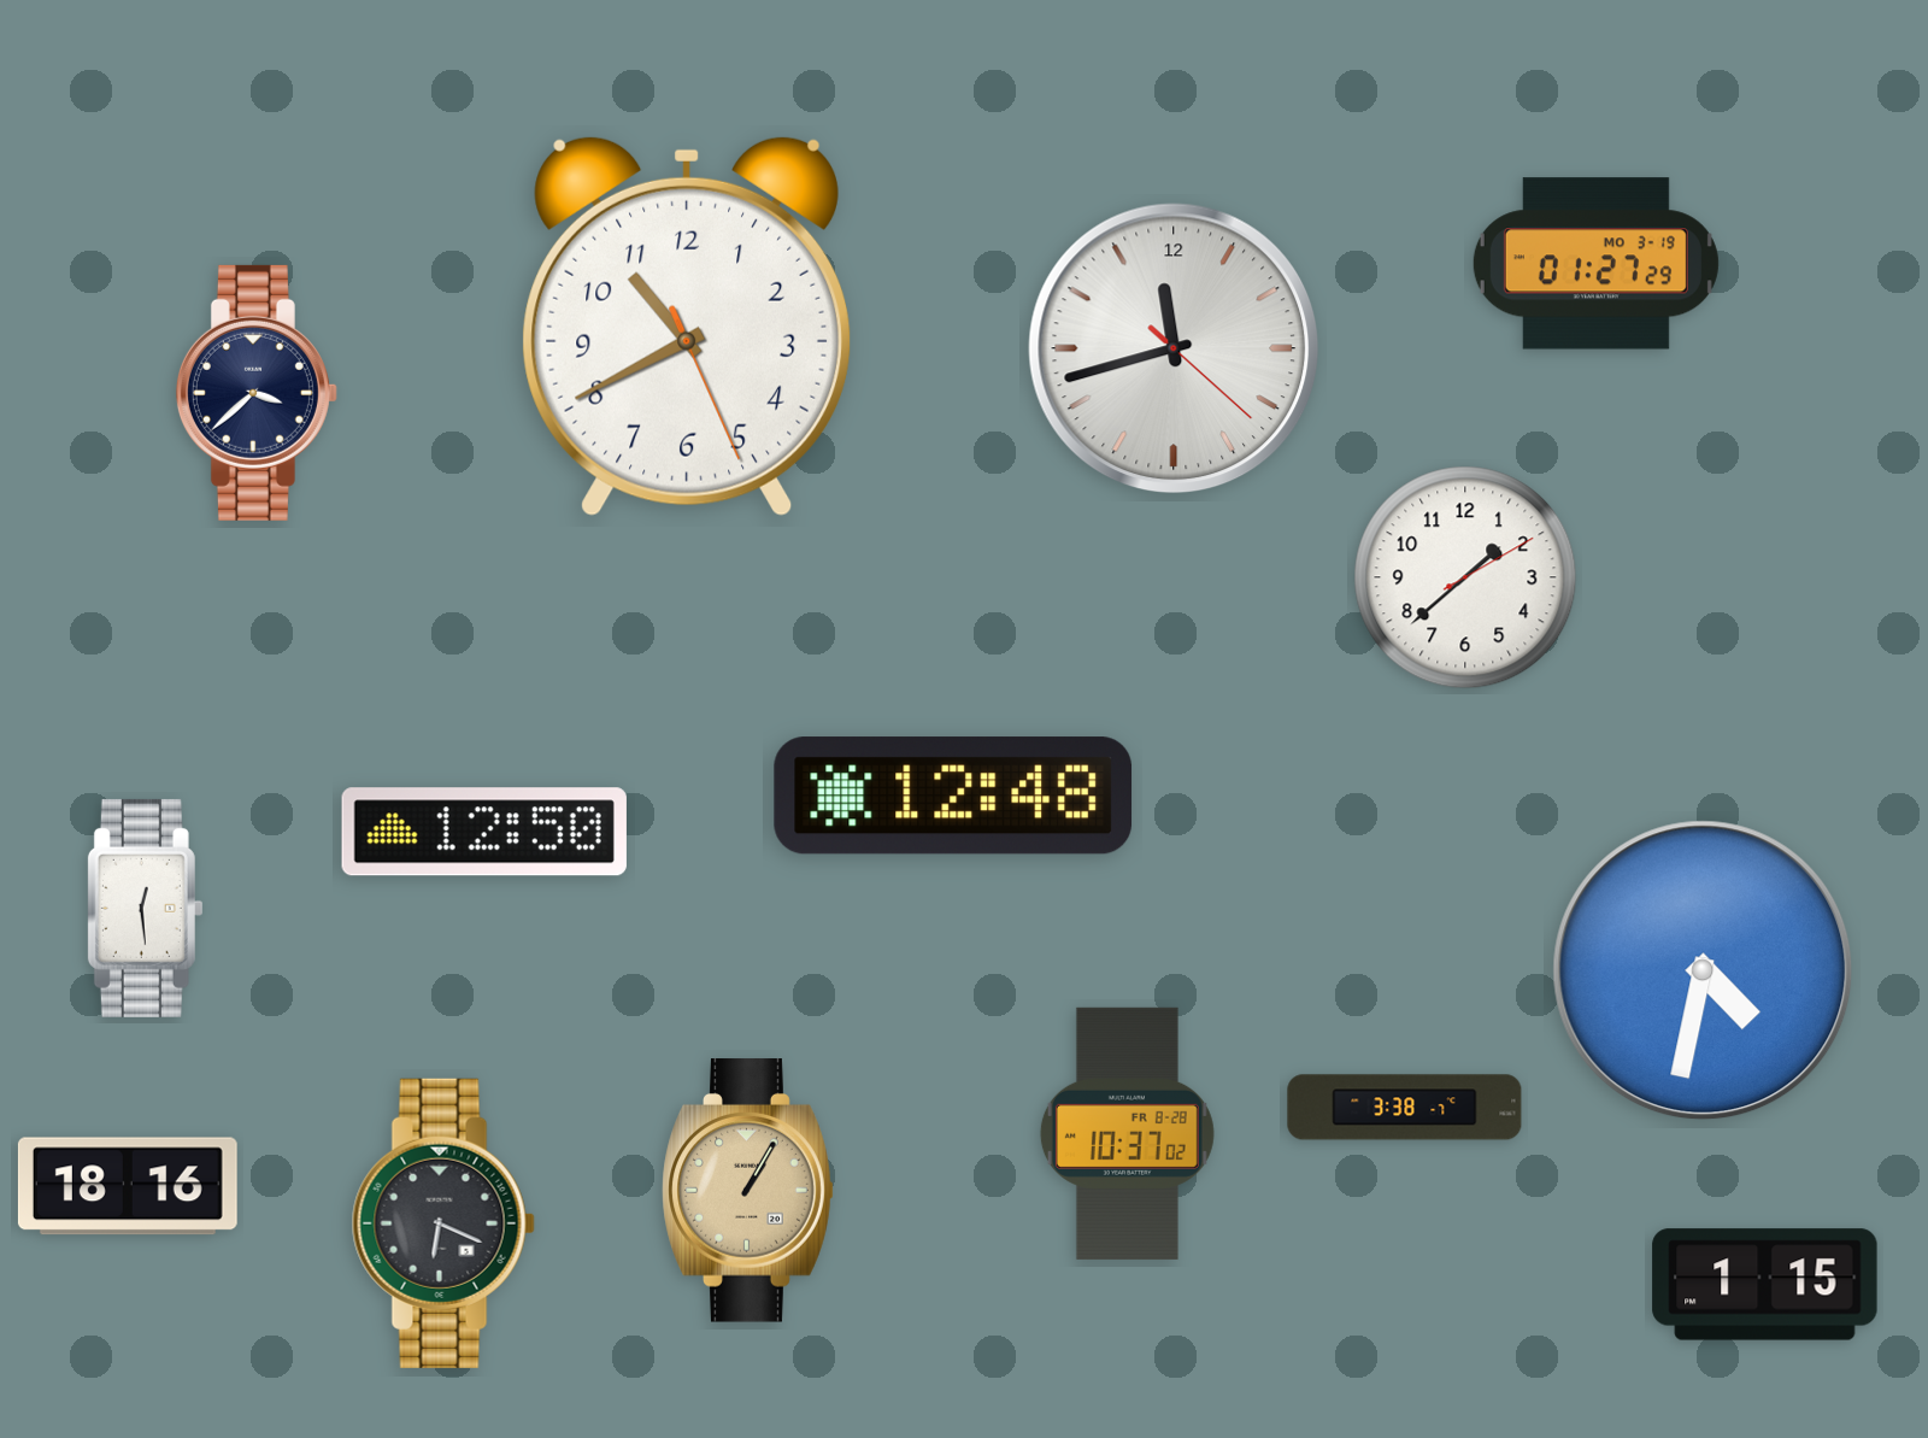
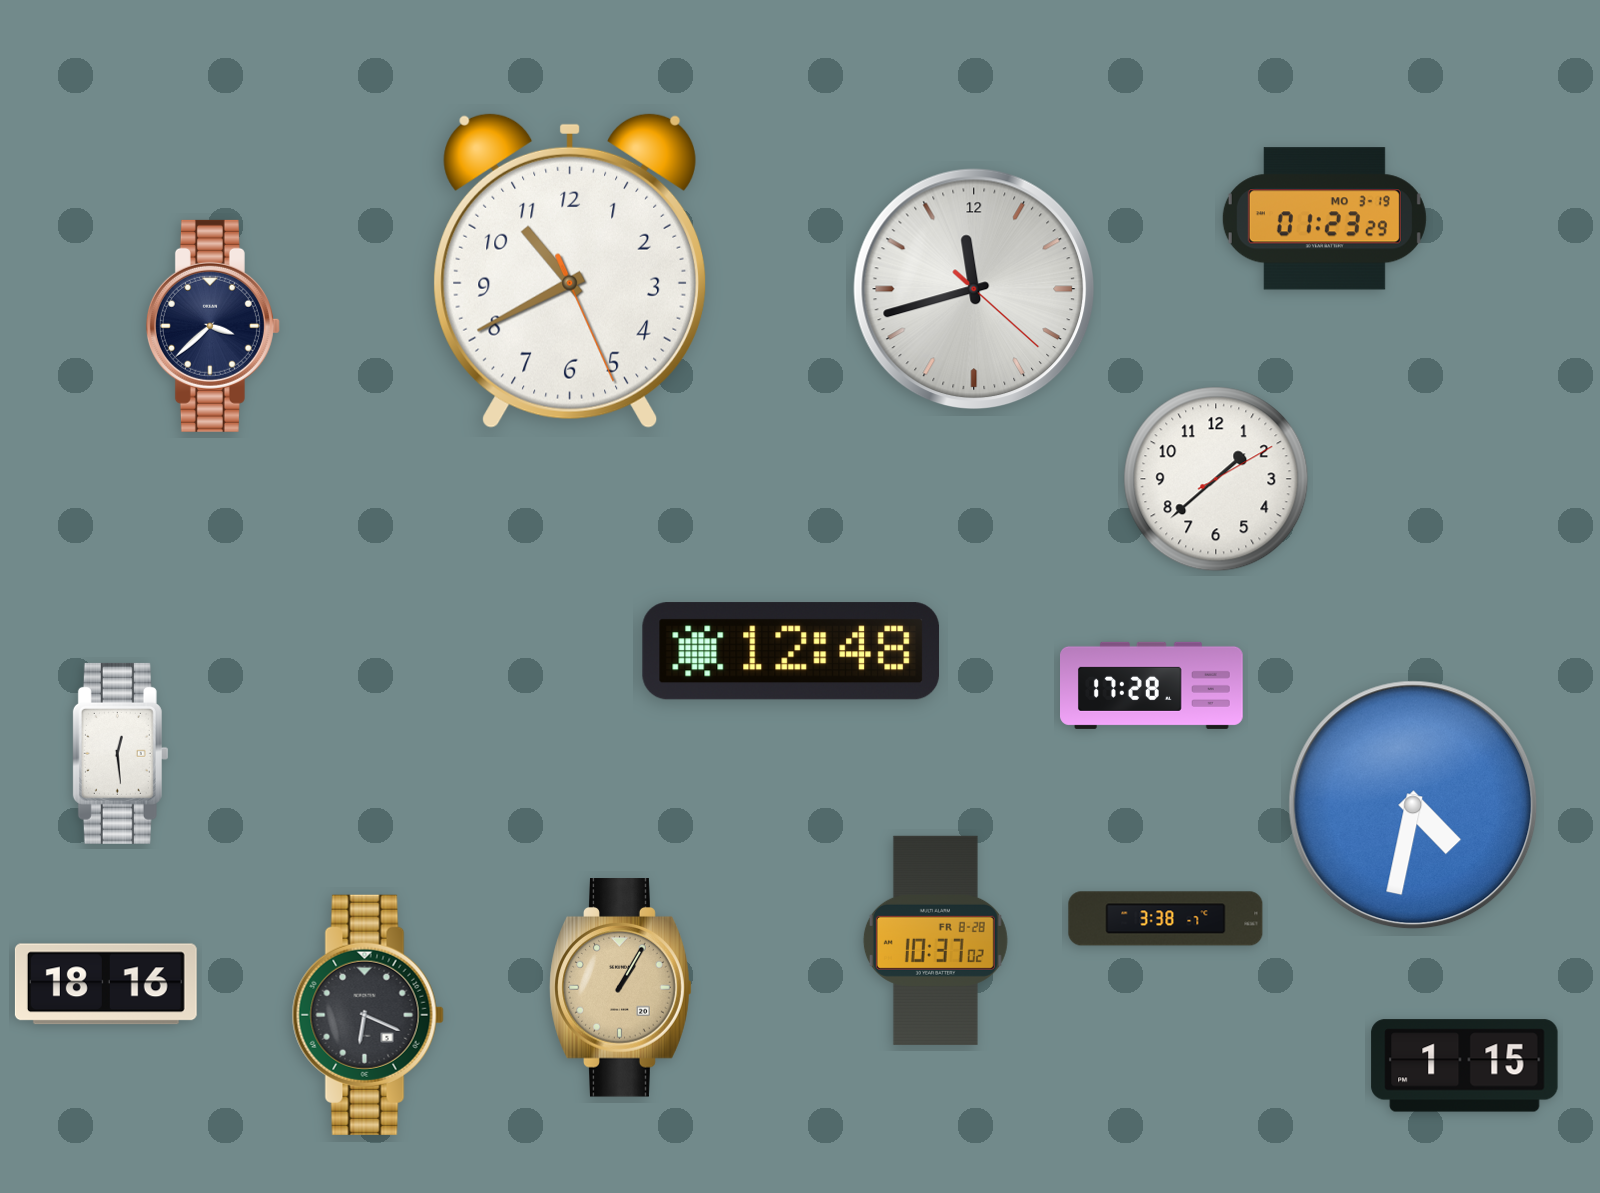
clock at (1595, 264): 01:27 -> 01:23
clock at (953, 796) position: (953, 796) -> (791, 651)
clock at (1152, 685): none -> 17:28
clock at (484, 832): 12:50 -> none
